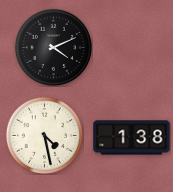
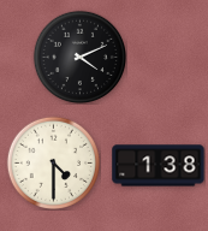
clock at (53, 47) position: (53, 47) -> (79, 57)
clock at (44, 135): 4:28 -> 4:30
